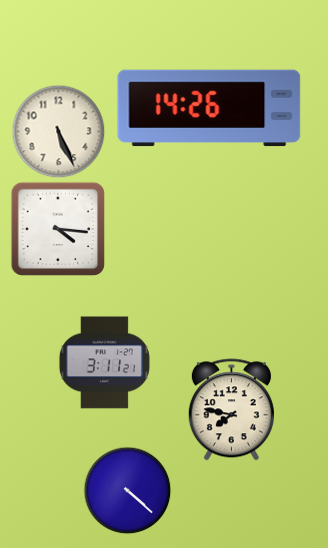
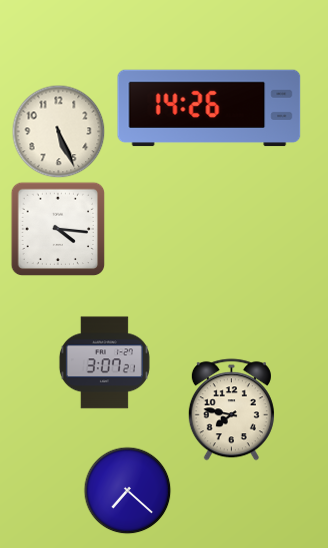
clock at (104, 363): 3:11 -> 3:07
clock at (127, 490): 4:22 -> 7:22
